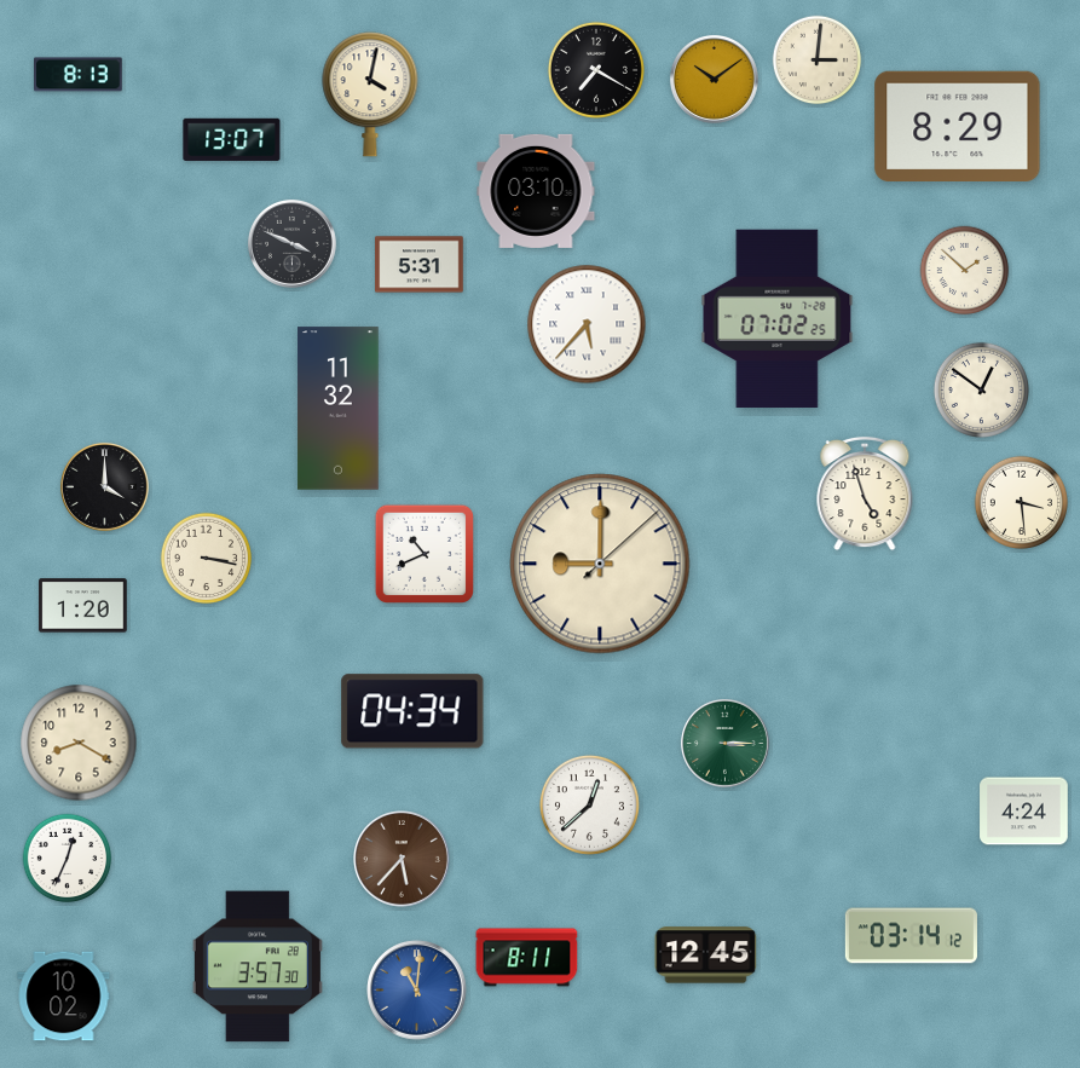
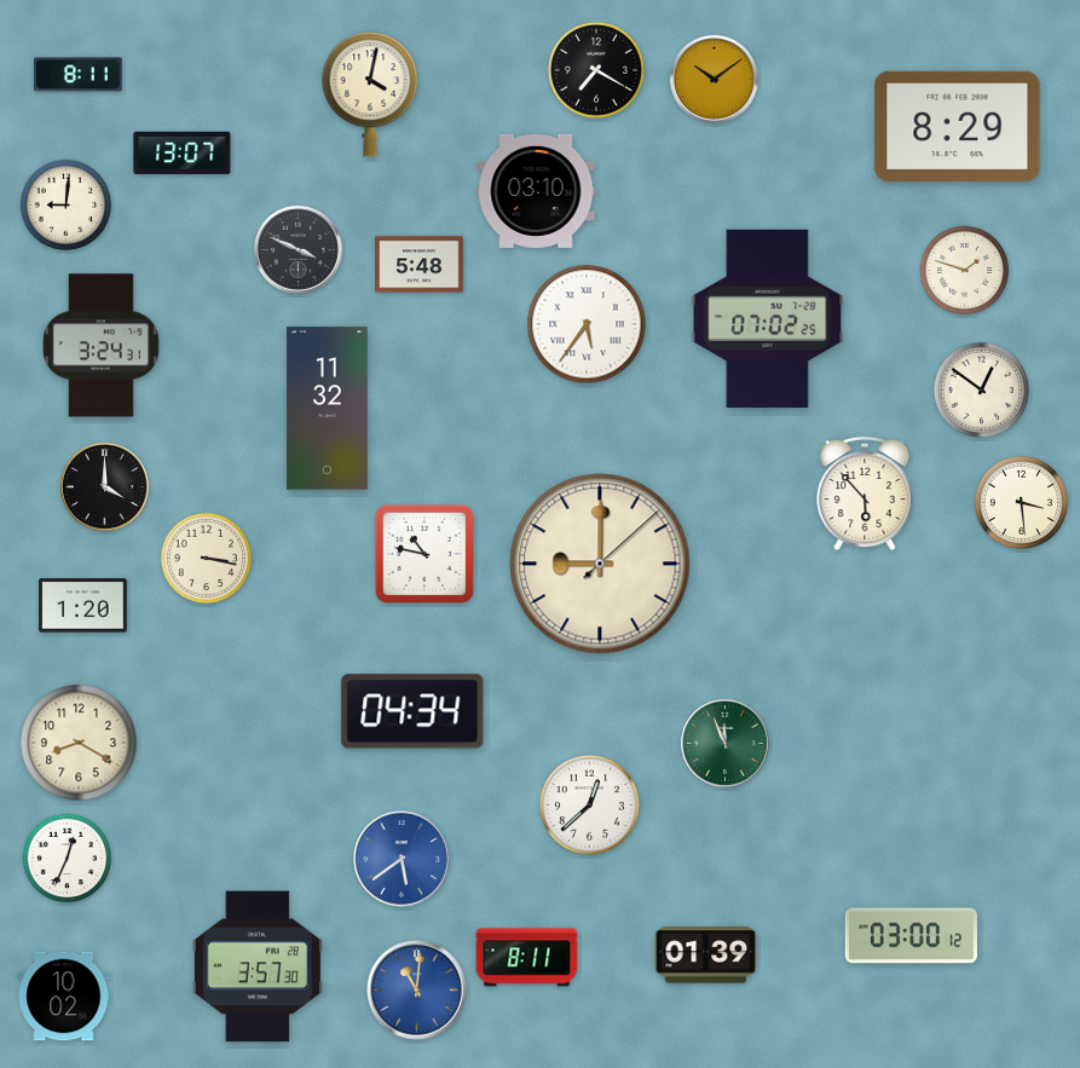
clock at (818, 60): 3:01 -> none
clock at (79, 75): 8:13 -> 8:11
clock at (232, 139) position: (232, 139) -> (183, 152)
clock at (67, 206): none -> 9:01
clock at (291, 243) position: (291, 243) -> (298, 249)
clock at (420, 265): 5:31 -> 5:48
clock at (965, 271): 1:52 -> 1:48
clock at (778, 319) position: (778, 319) -> (768, 319)
clock at (587, 324): 5:37 -> 5:36
clock at (102, 346): none -> 3:24
clock at (339, 409) position: (339, 409) -> (328, 409)
clock at (865, 493): 4:57 -> 5:53
clock at (423, 553): 10:41 -> 10:47
clock at (724, 743): 3:15 -> 11:56
clock at (1024, 812): 4:24 -> none
clock at (403, 860): 5:37 -> 5:39
clock at (403, 860) dial: brown -> blue
clock at (911, 936): 03:14 -> 03:00
clock at (706, 956): 12:45 -> 01:39
